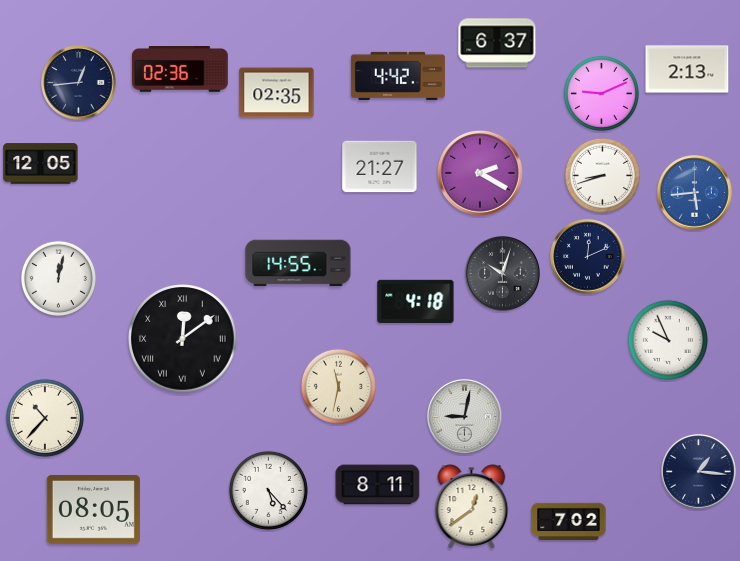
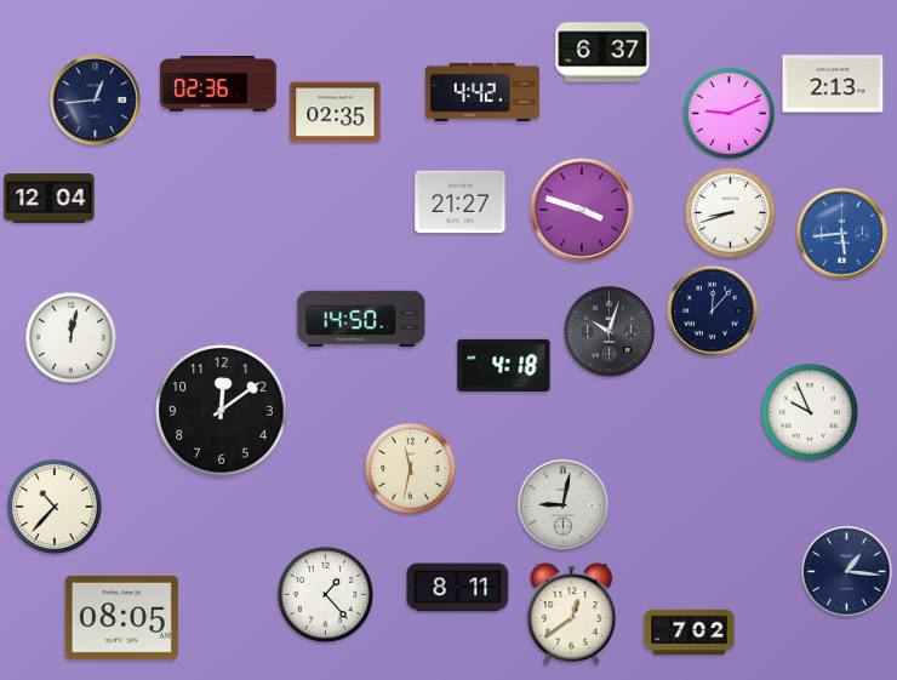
clock at (41, 164): 12:05 -> 12:04
clock at (480, 173): 2:20 -> 3:48
clock at (588, 257): 12:11 -> 12:07
clock at (298, 263): 14:55 -> 14:50
clock at (183, 339) numerals: Roman -> Arabic
clock at (268, 490): 5:23 -> 1:23
clock at (93, 509) position: (93, 509) -> (121, 617)
